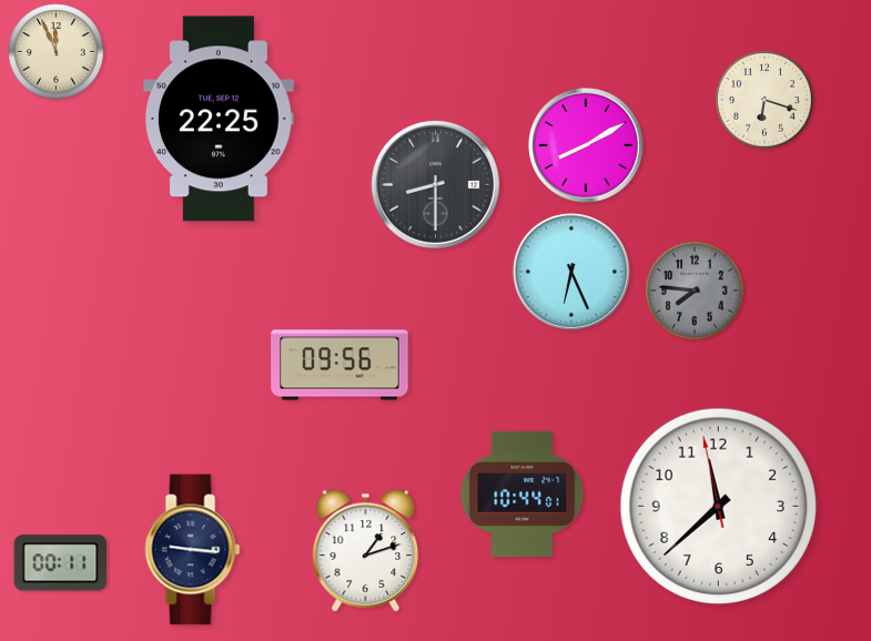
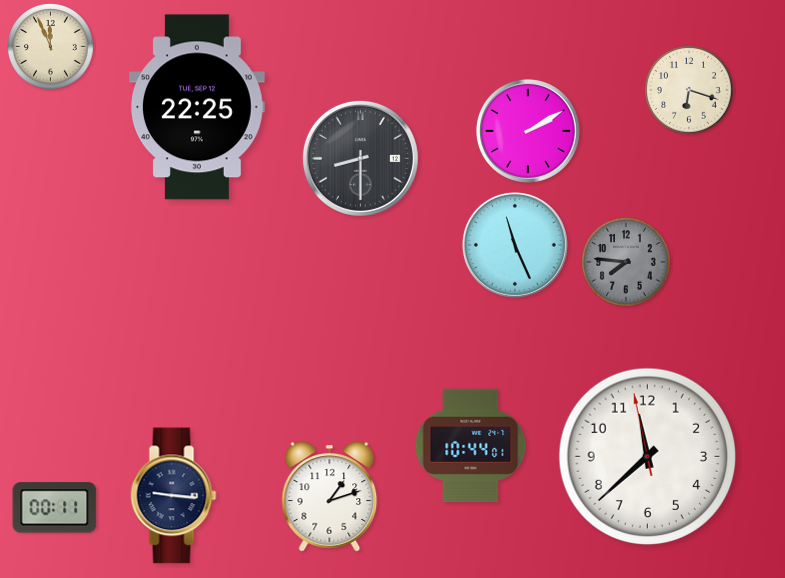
clock at (586, 145): 8:10 -> 2:10
clock at (435, 184) position: (435, 184) -> (360, 158)
clock at (571, 272): 6:26 -> 11:26
clock at (340, 365): 09:56 -> none
